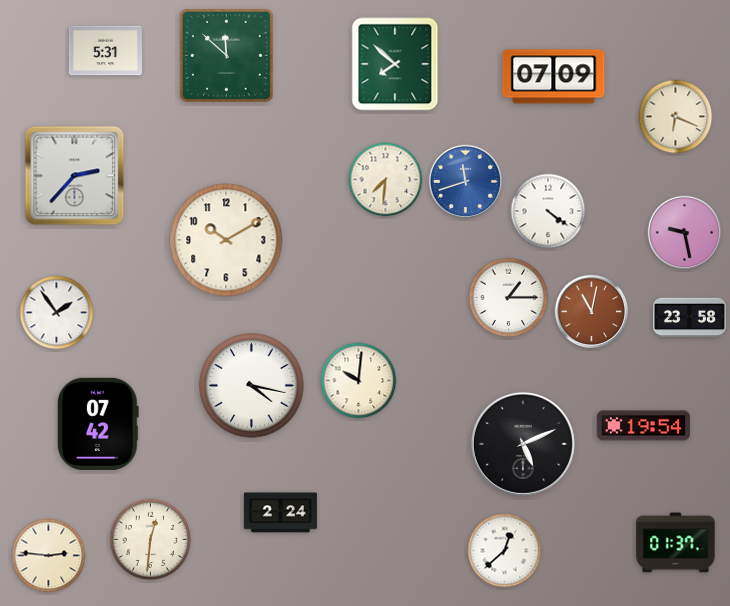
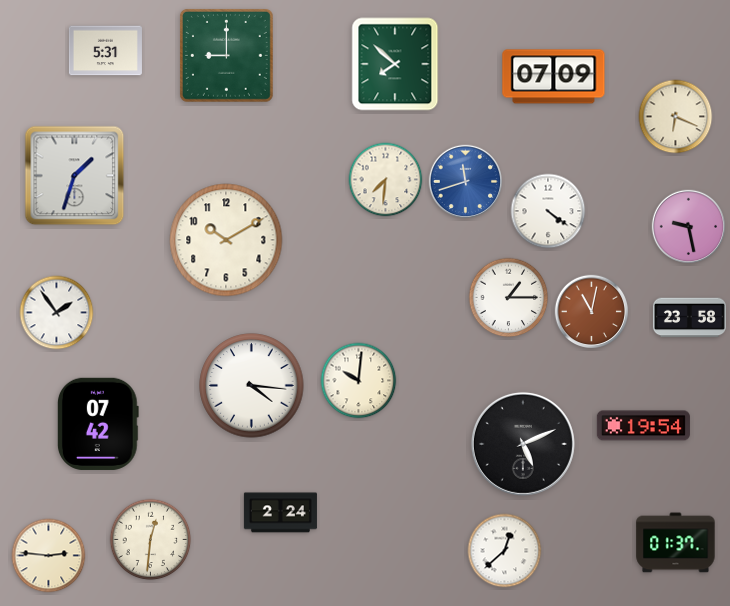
clock at (226, 55): 11:52 -> 9:00
clock at (75, 176): 2:37 -> 1:33
clock at (685, 233) position: (685, 233) -> (689, 227)
clock at (252, 386): 4:17 -> 4:16
